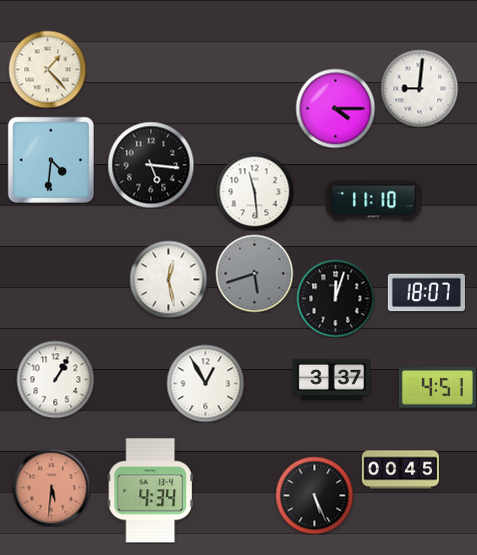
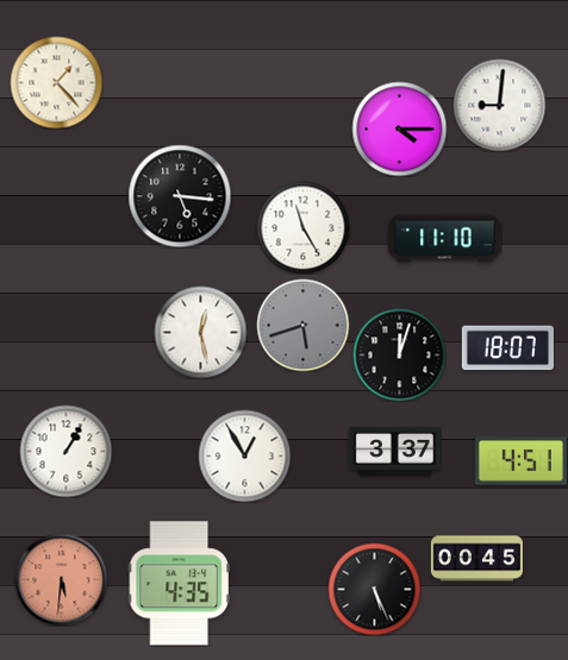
clock at (51, 160): 4:31 -> none
clock at (254, 191): 11:29 -> 11:25
clock at (150, 491): 4:34 -> 4:35
